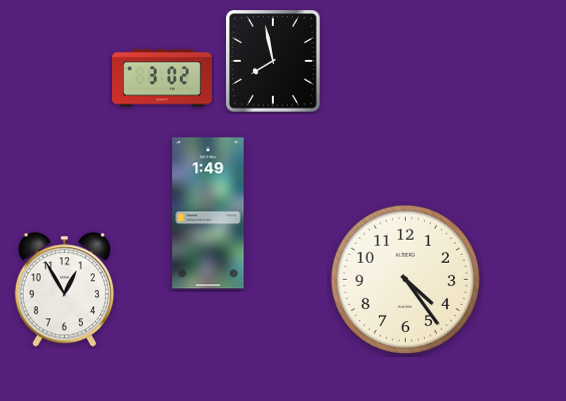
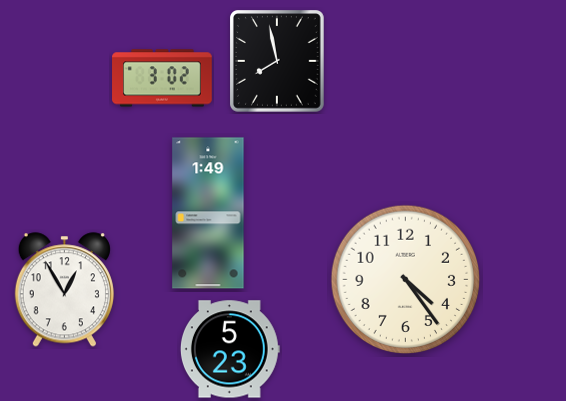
clock at (274, 62) position: (274, 62) -> (278, 62)
clock at (230, 349): none -> 5:23
